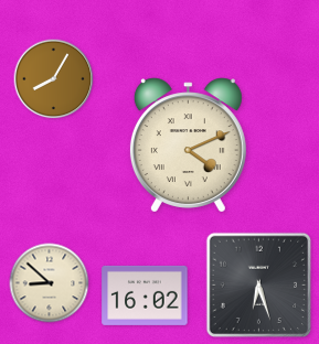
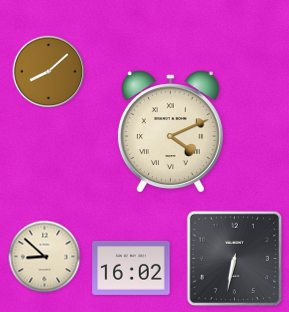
clock at (54, 79): 8:05 -> 8:08
clock at (259, 286): 6:27 -> 6:32
